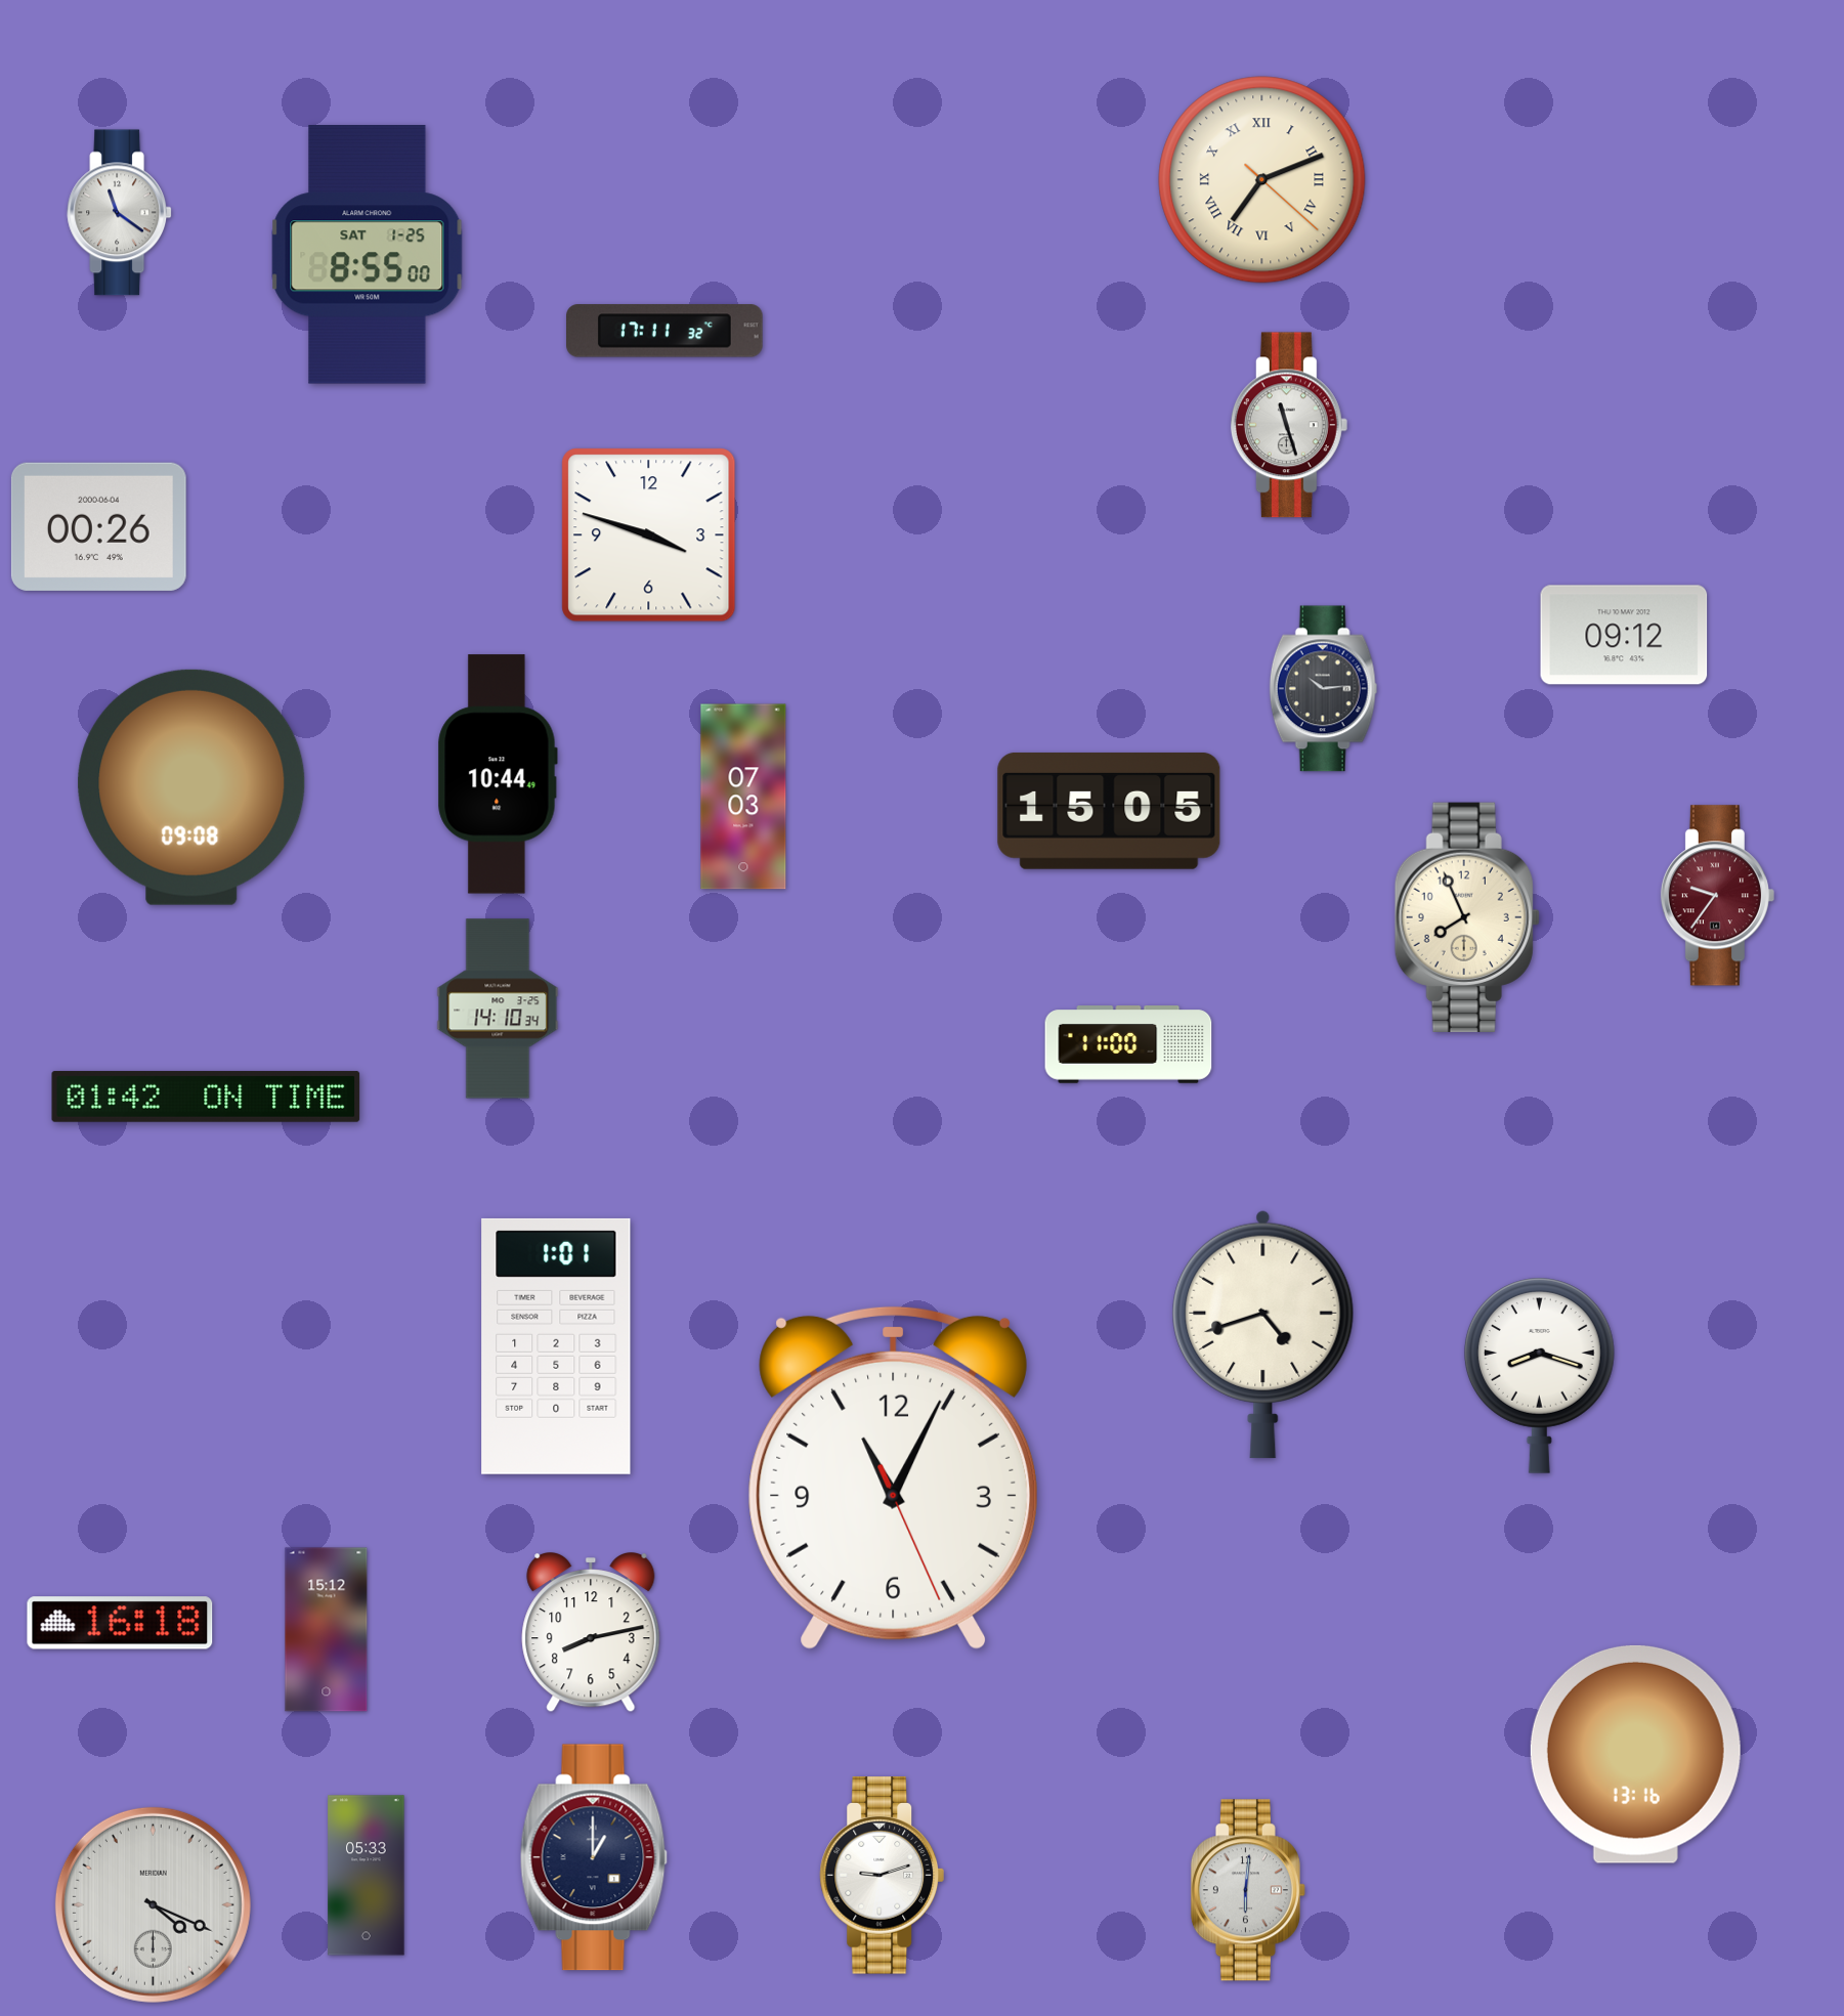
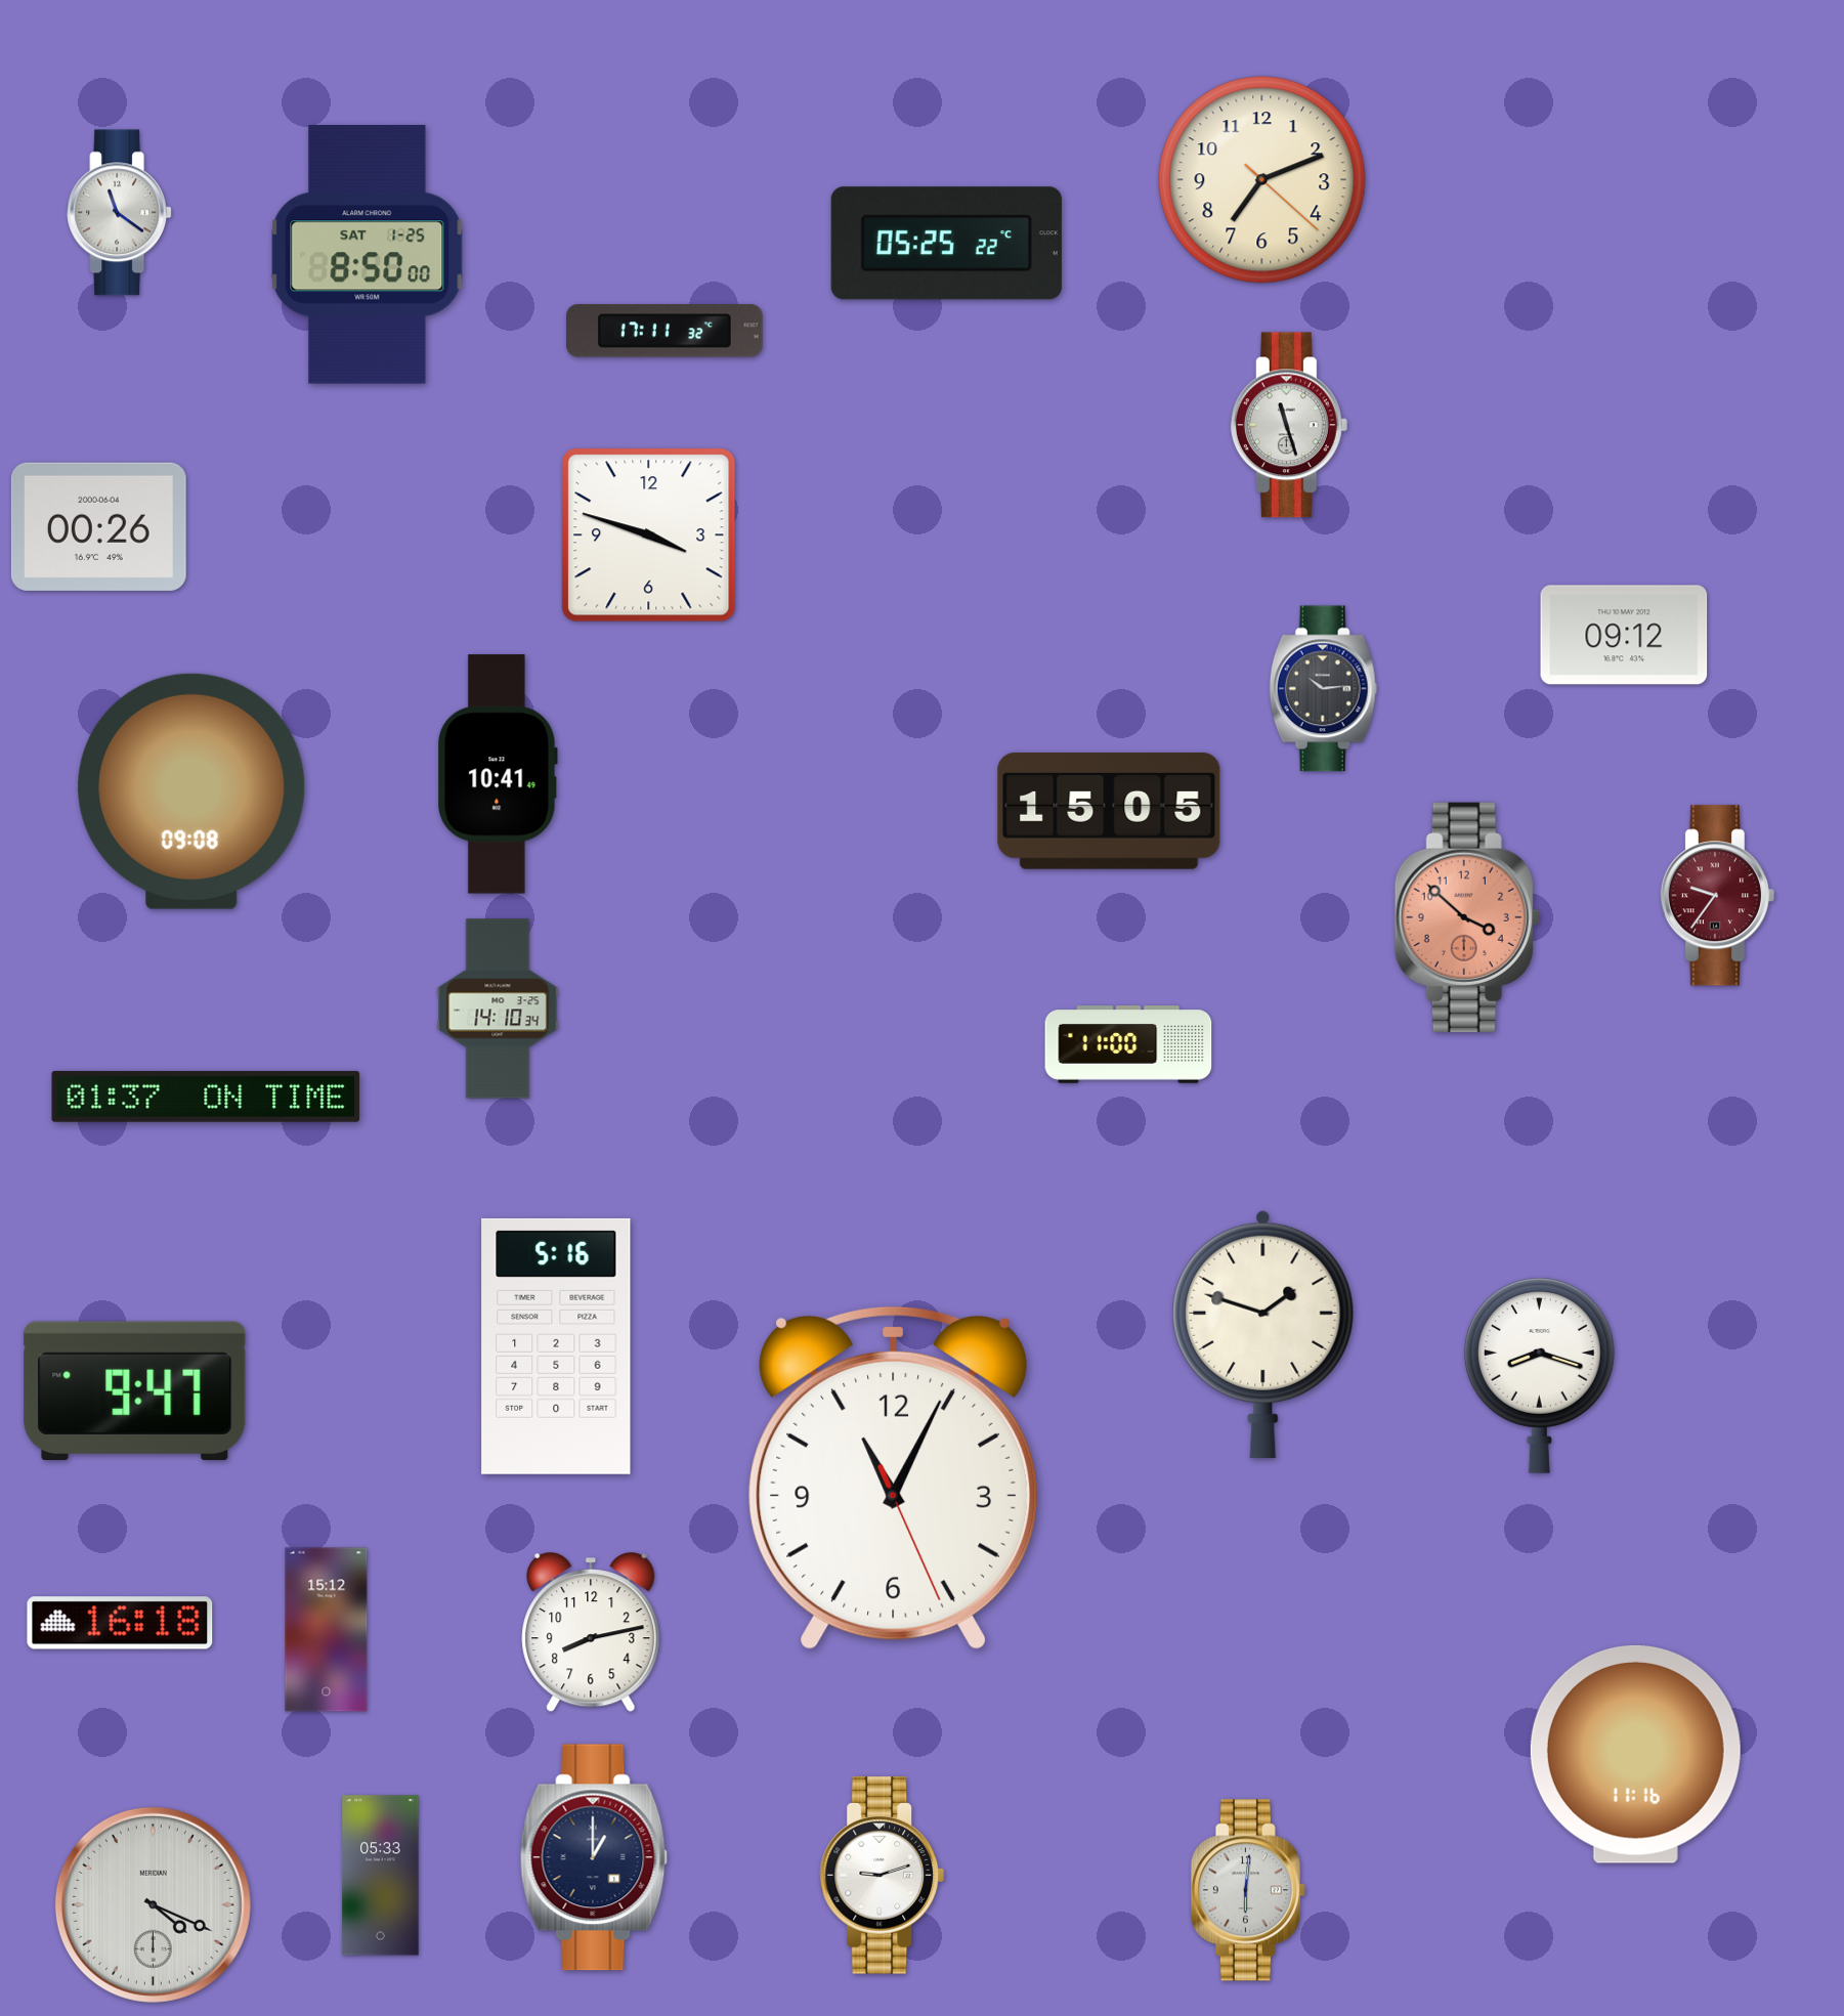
clock at (1262, 180) numerals: Roman -> Arabic
clock at (946, 244): none -> 05:25
clock at (368, 255): 8:55 -> 8:50
clock at (498, 774): 10:44 -> 10:41
clock at (191, 787) position: (191, 787) -> (191, 791)
clock at (743, 797): 07:03 -> none
clock at (1467, 917): 7:56 -> 3:52
clock at (1467, 917) dial: cream -> salmon
clock at (206, 1097): 01:42 -> 01:37
clock at (1263, 1334): 4:42 -> 1:48
clock at (556, 1346): 1:01 -> 5:16
clock at (135, 1390): none -> 9:47
clock at (1635, 1754): 13:16 -> 11:16
clock at (367, 1876) position: (367, 1876) -> (381, 1876)
